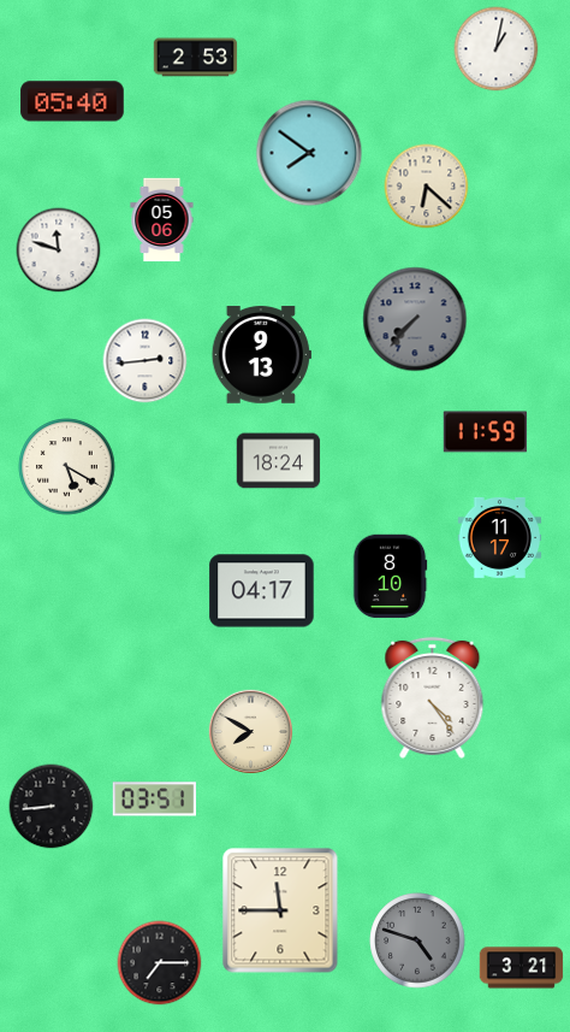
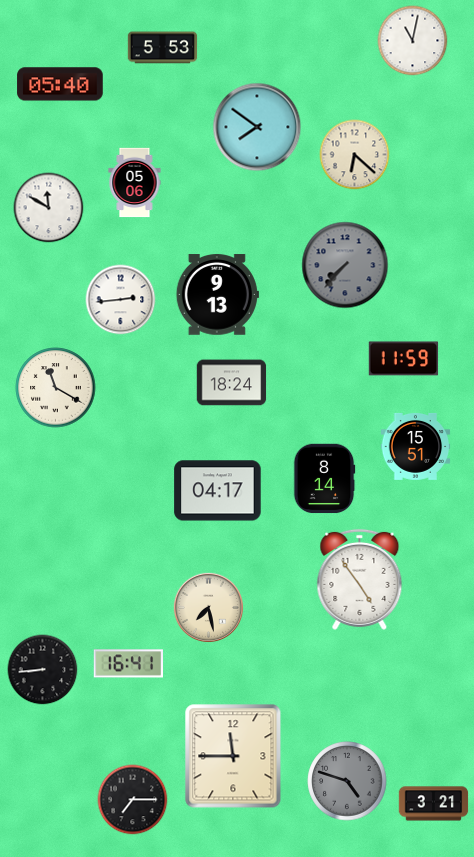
clock at (497, 49): 1:02 -> 11:02
clock at (196, 58): 2:53 -> 5:53
clock at (59, 250): 11:48 -> 11:50
clock at (67, 467): 5:20 -> 11:20
clock at (500, 537): 11:17 -> 15:51
clock at (390, 577): 8:10 -> 8:14
clock at (433, 697): 4:24 -> 4:54
clock at (250, 731): 7:50 -> 7:28
clock at (154, 800): 03:51 -> 16:41
